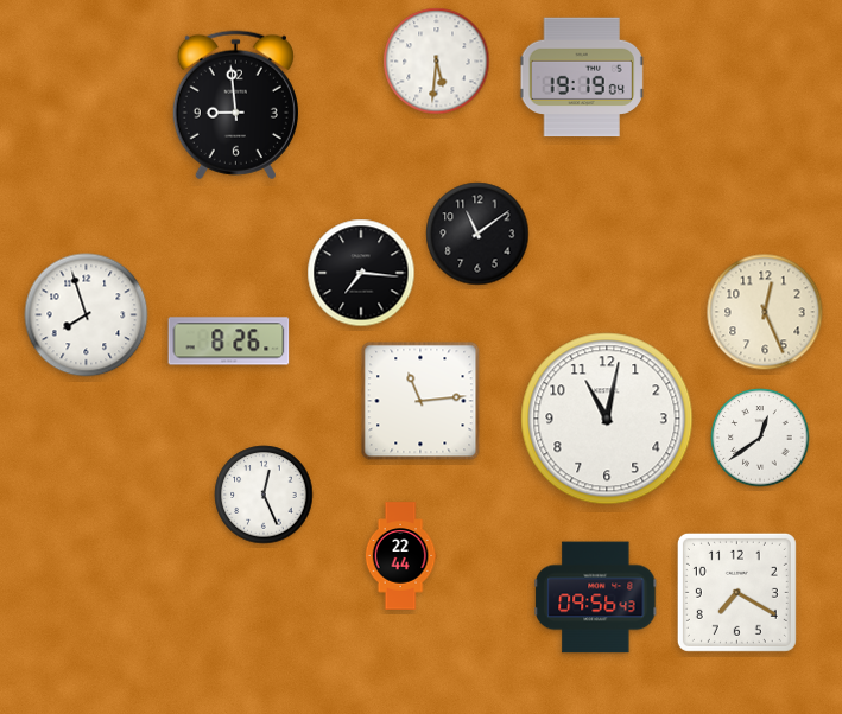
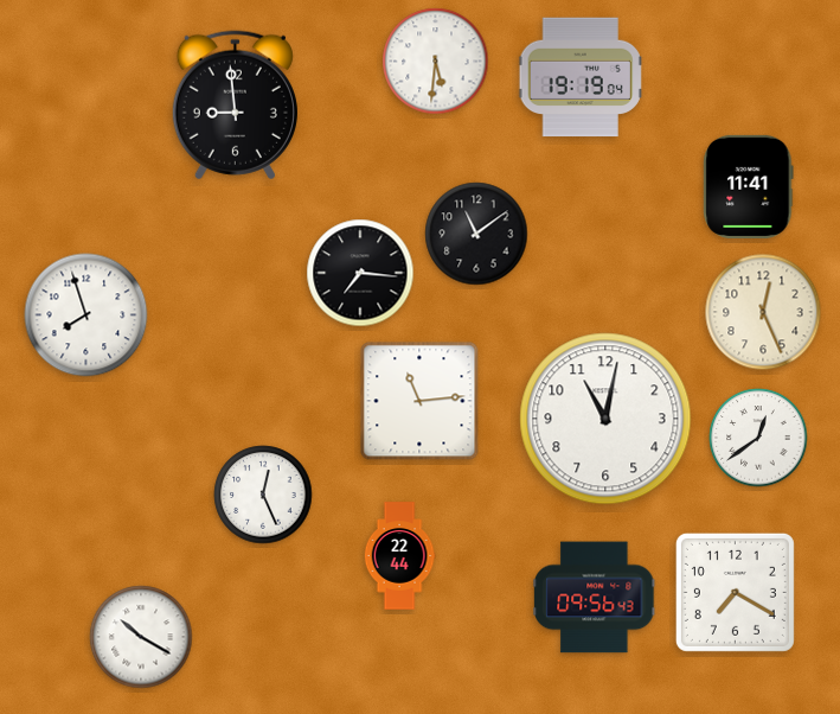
clock at (749, 186): none -> 11:41
clock at (229, 342): 8:26 -> none
clock at (141, 637): none -> 10:20
